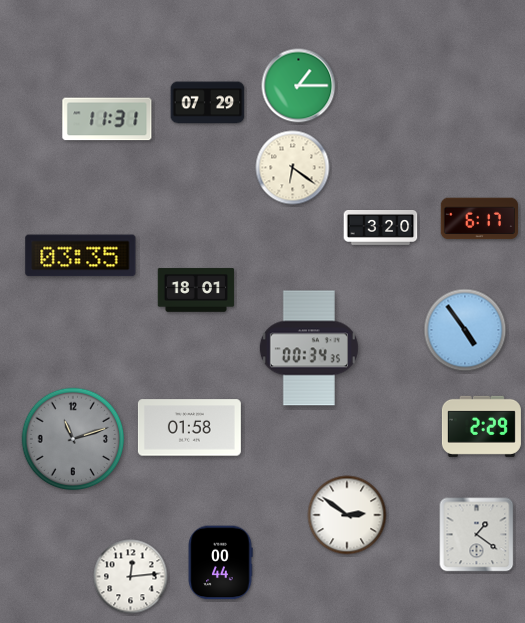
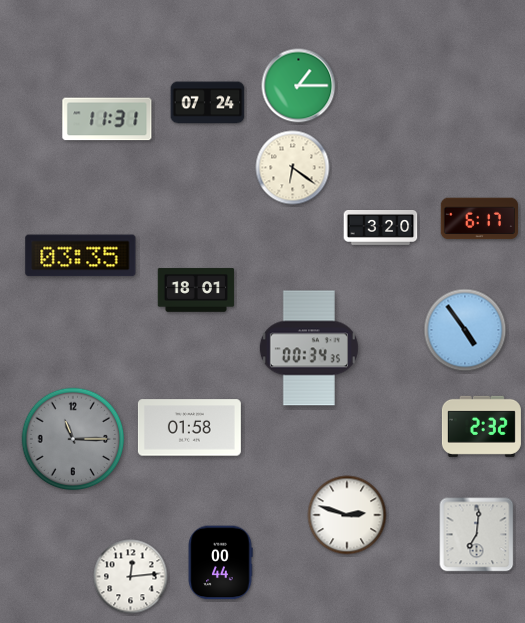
clock at (208, 103): 07:29 -> 07:24
clock at (481, 426): 2:29 -> 2:32
clock at (73, 439): 11:12 -> 11:15
clock at (347, 515): 2:51 -> 2:48
clock at (477, 535): 1:21 -> 7:01
